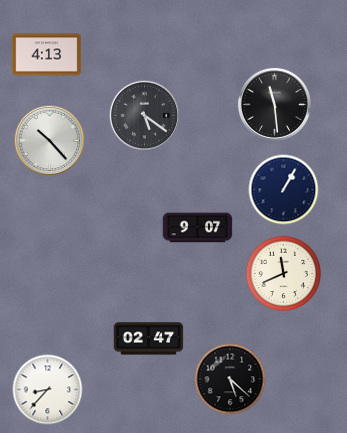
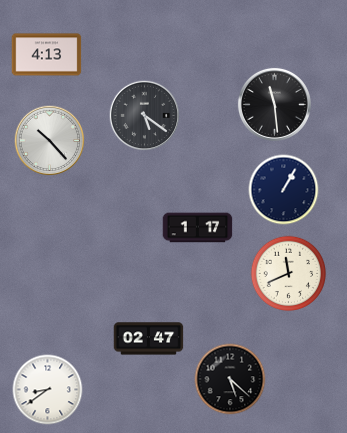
clock at (198, 228): 9:07 -> 1:17
clock at (284, 274) position: (284, 274) -> (289, 274)
clock at (48, 390): 8:37 -> 8:39
